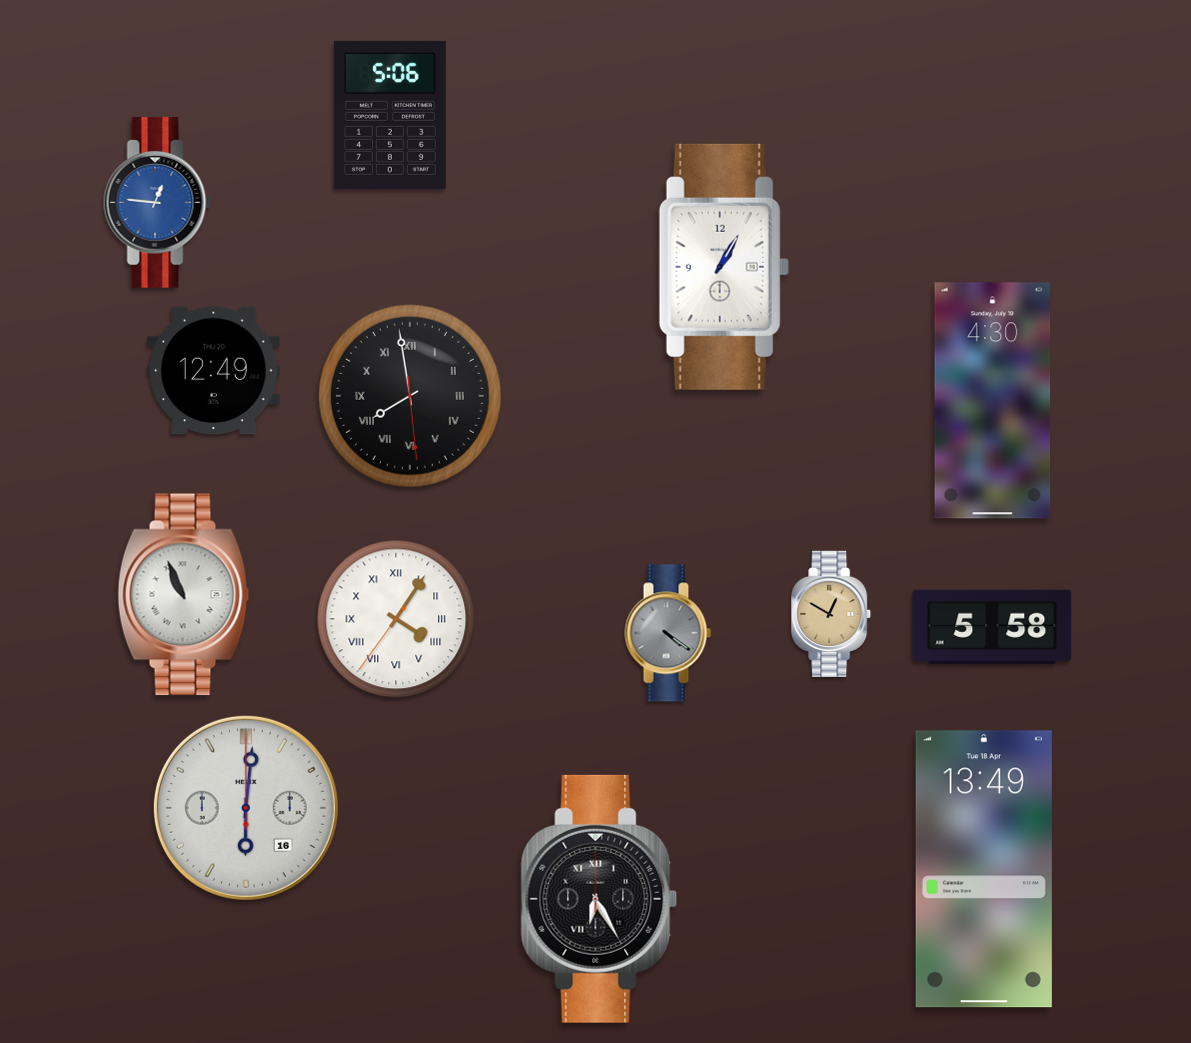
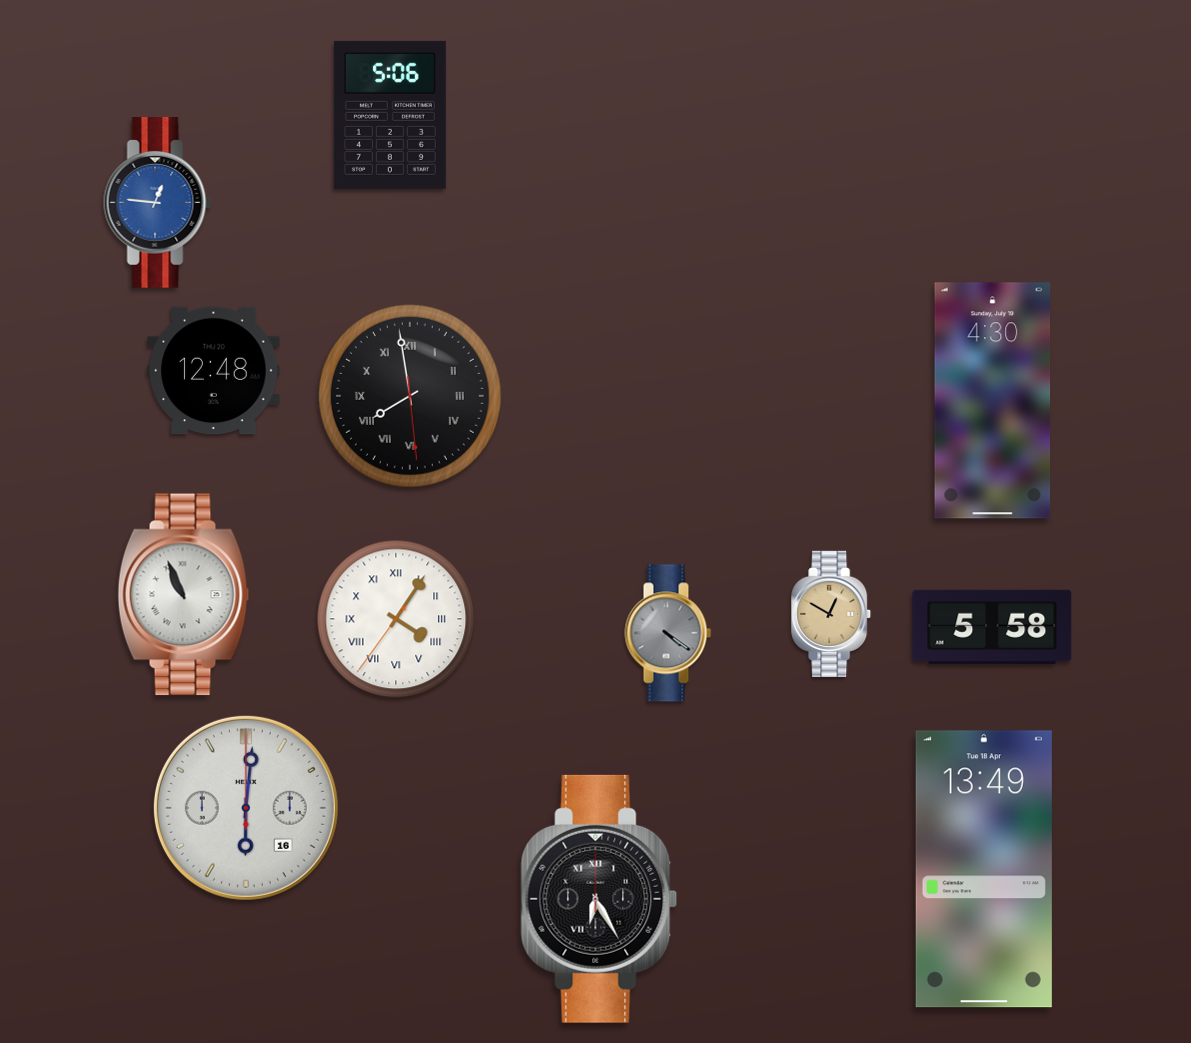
clock at (724, 267): 1:05 -> none
clock at (214, 371): 12:49 -> 12:48
